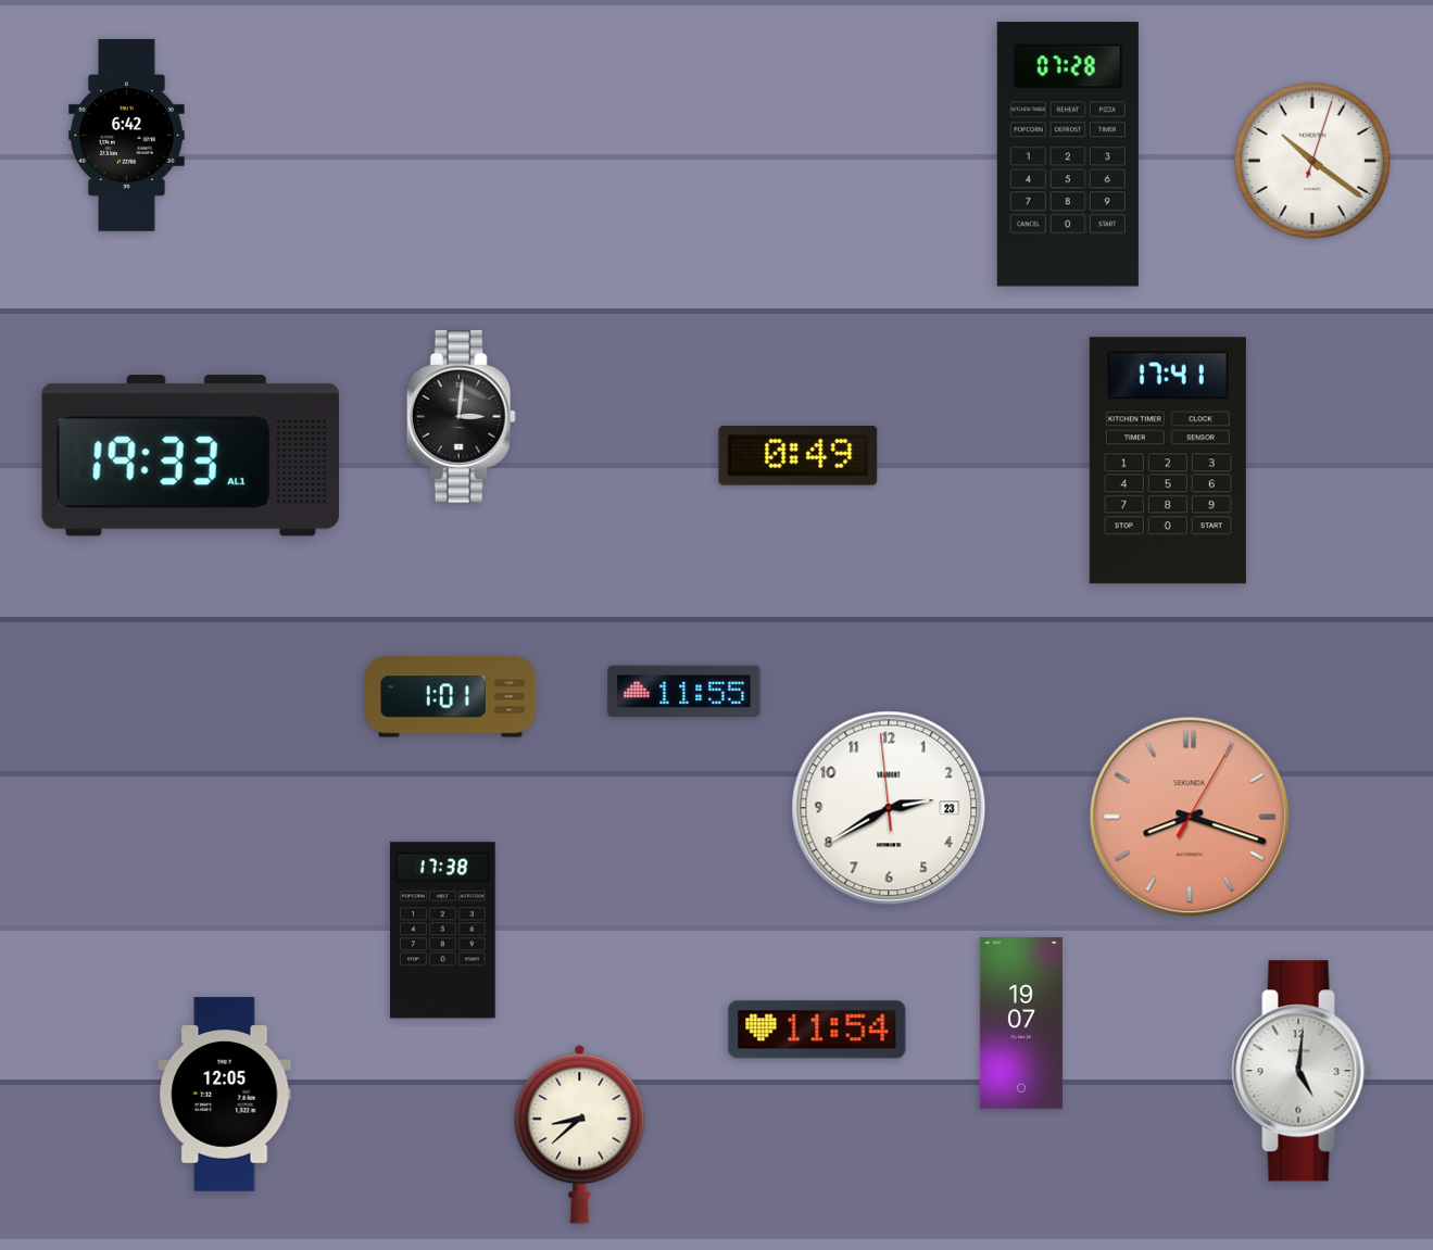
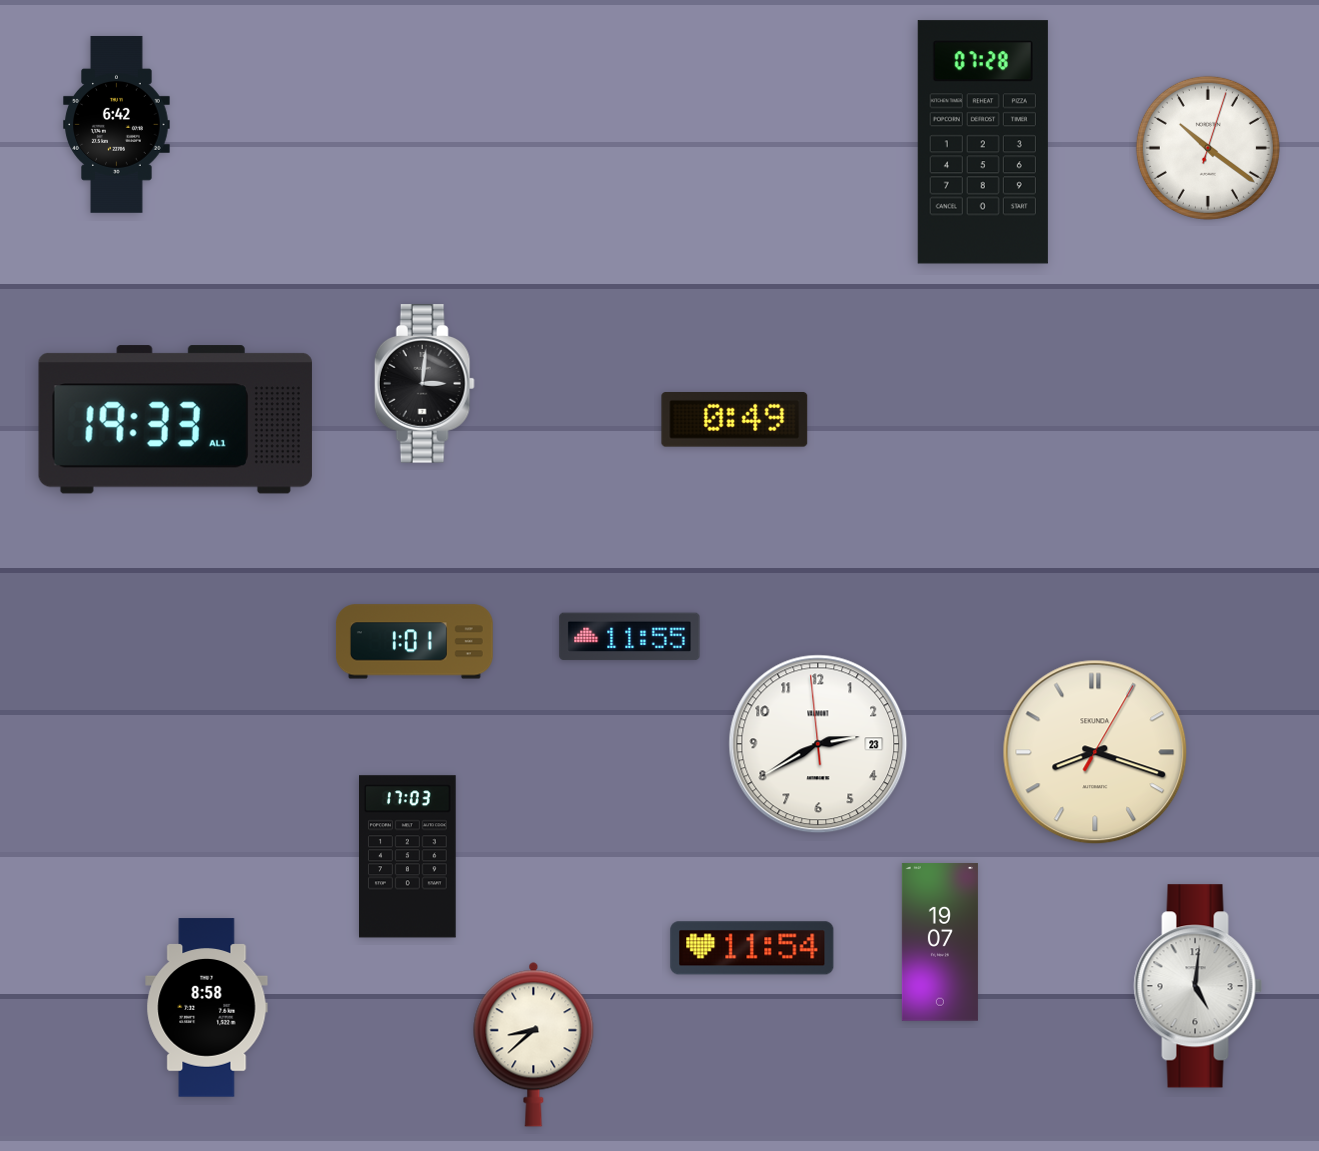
clock at (1168, 460): 17:41 -> none
clock at (1190, 817) dial: salmon -> cream
clock at (443, 931): 17:38 -> 17:03
clock at (225, 1095): 12:05 -> 8:58
